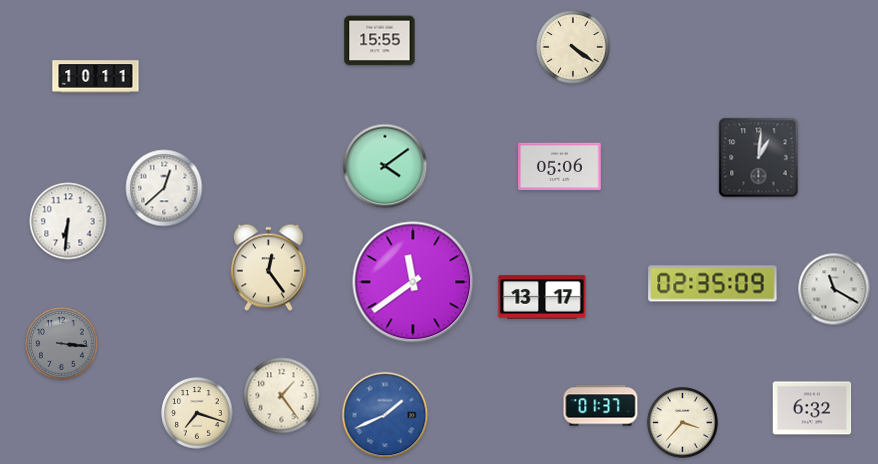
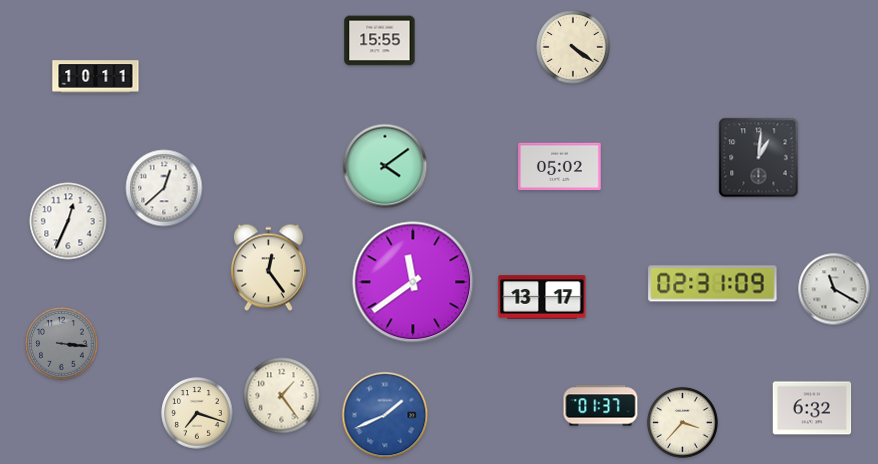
clock at (560, 167): 05:06 -> 05:02
clock at (68, 221): 6:31 -> 12:34
clock at (713, 284): 02:35 -> 02:31
